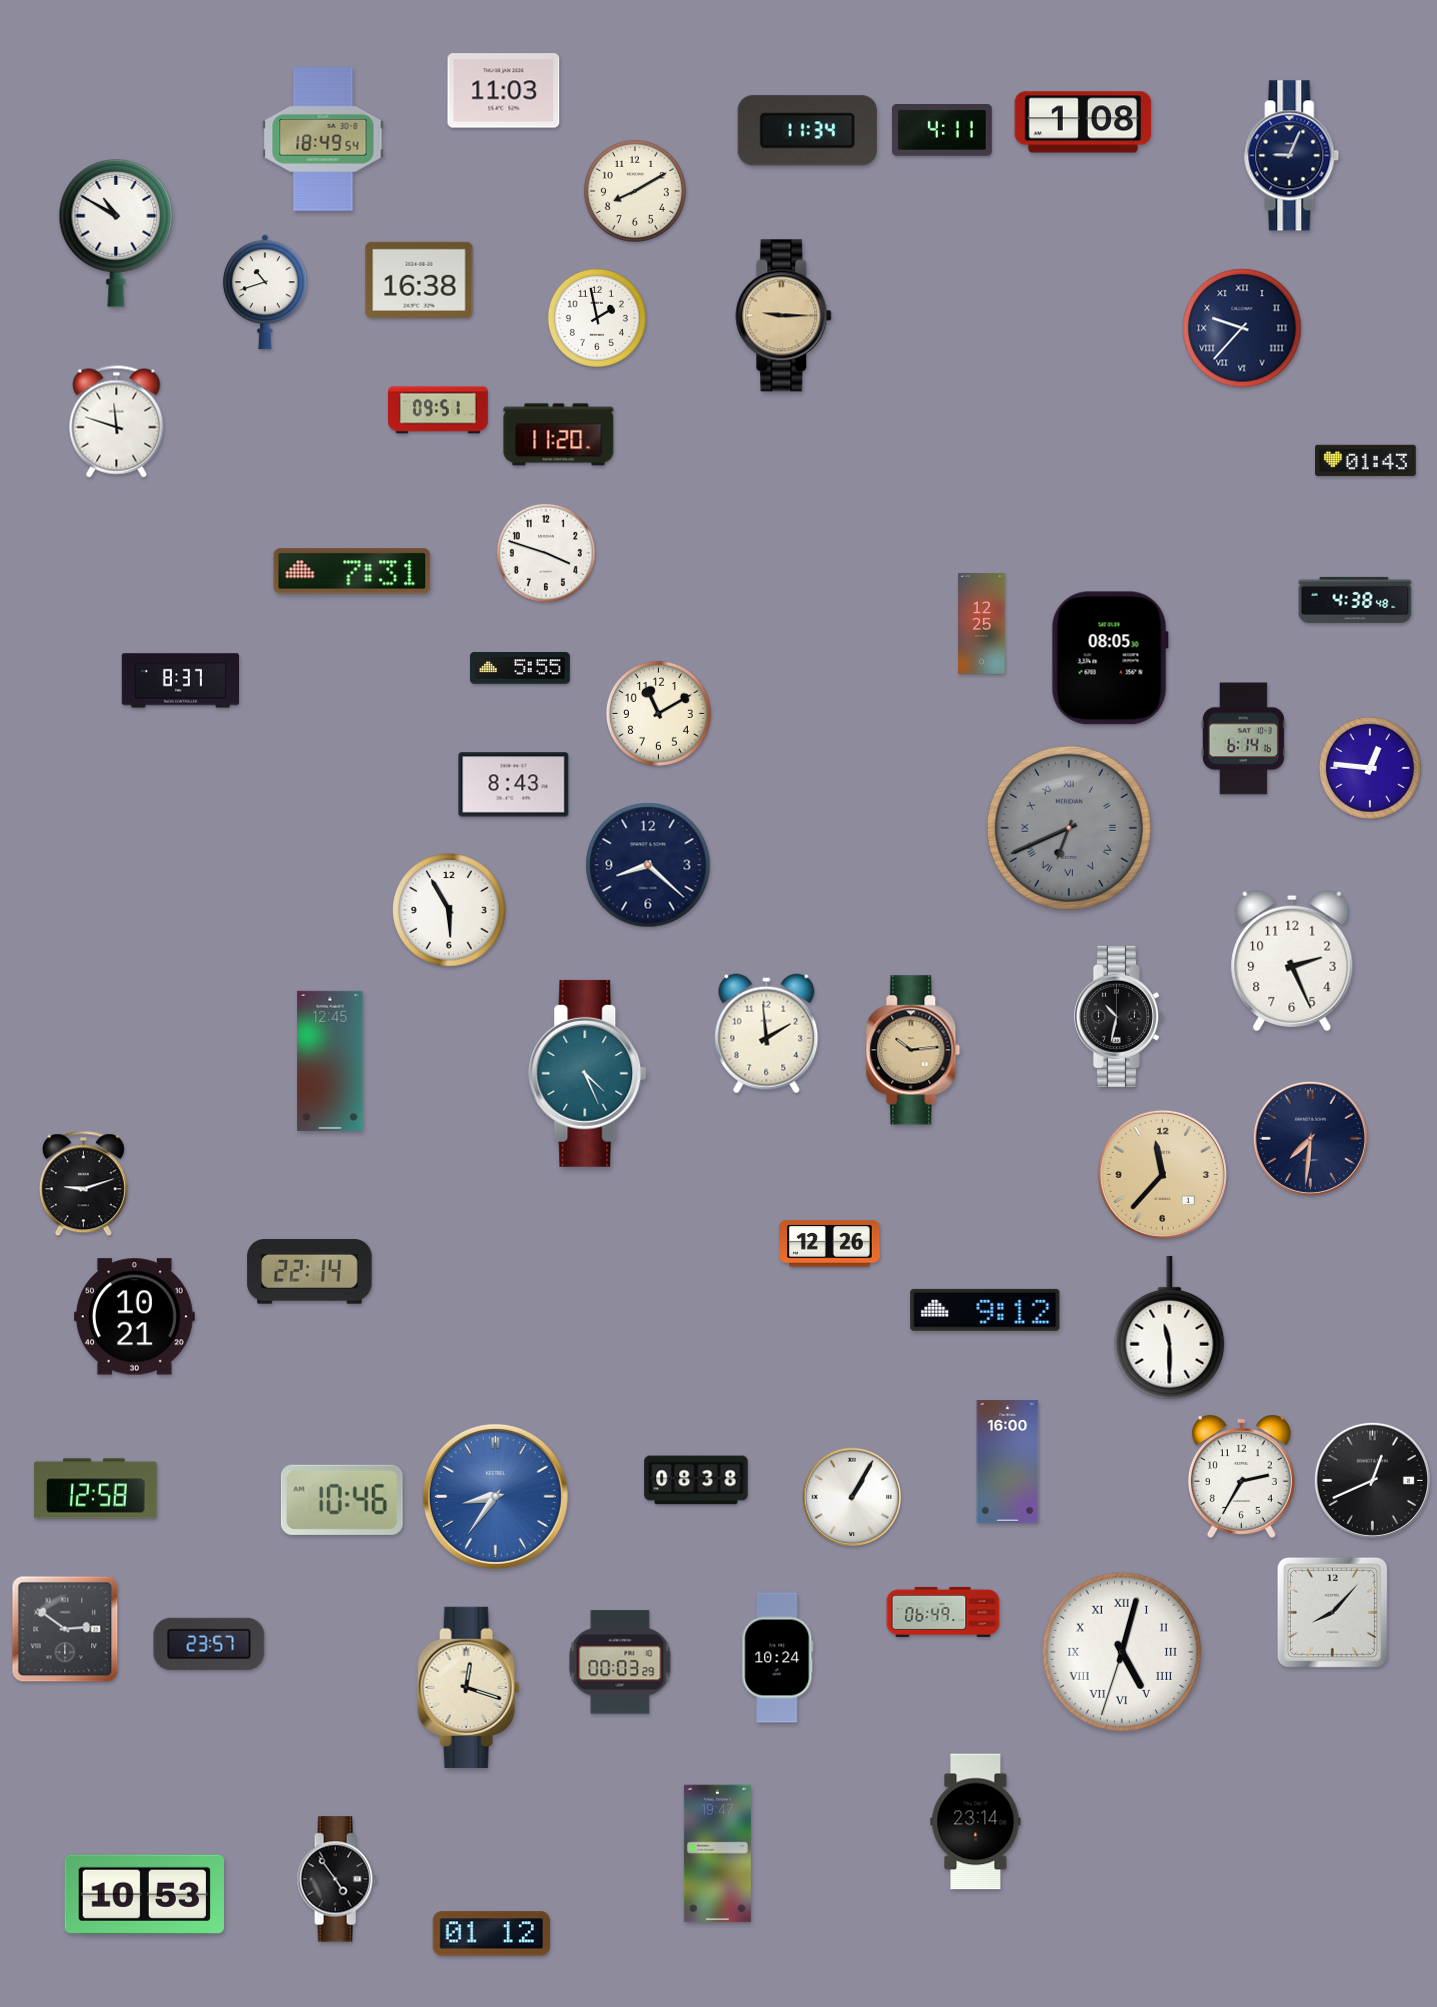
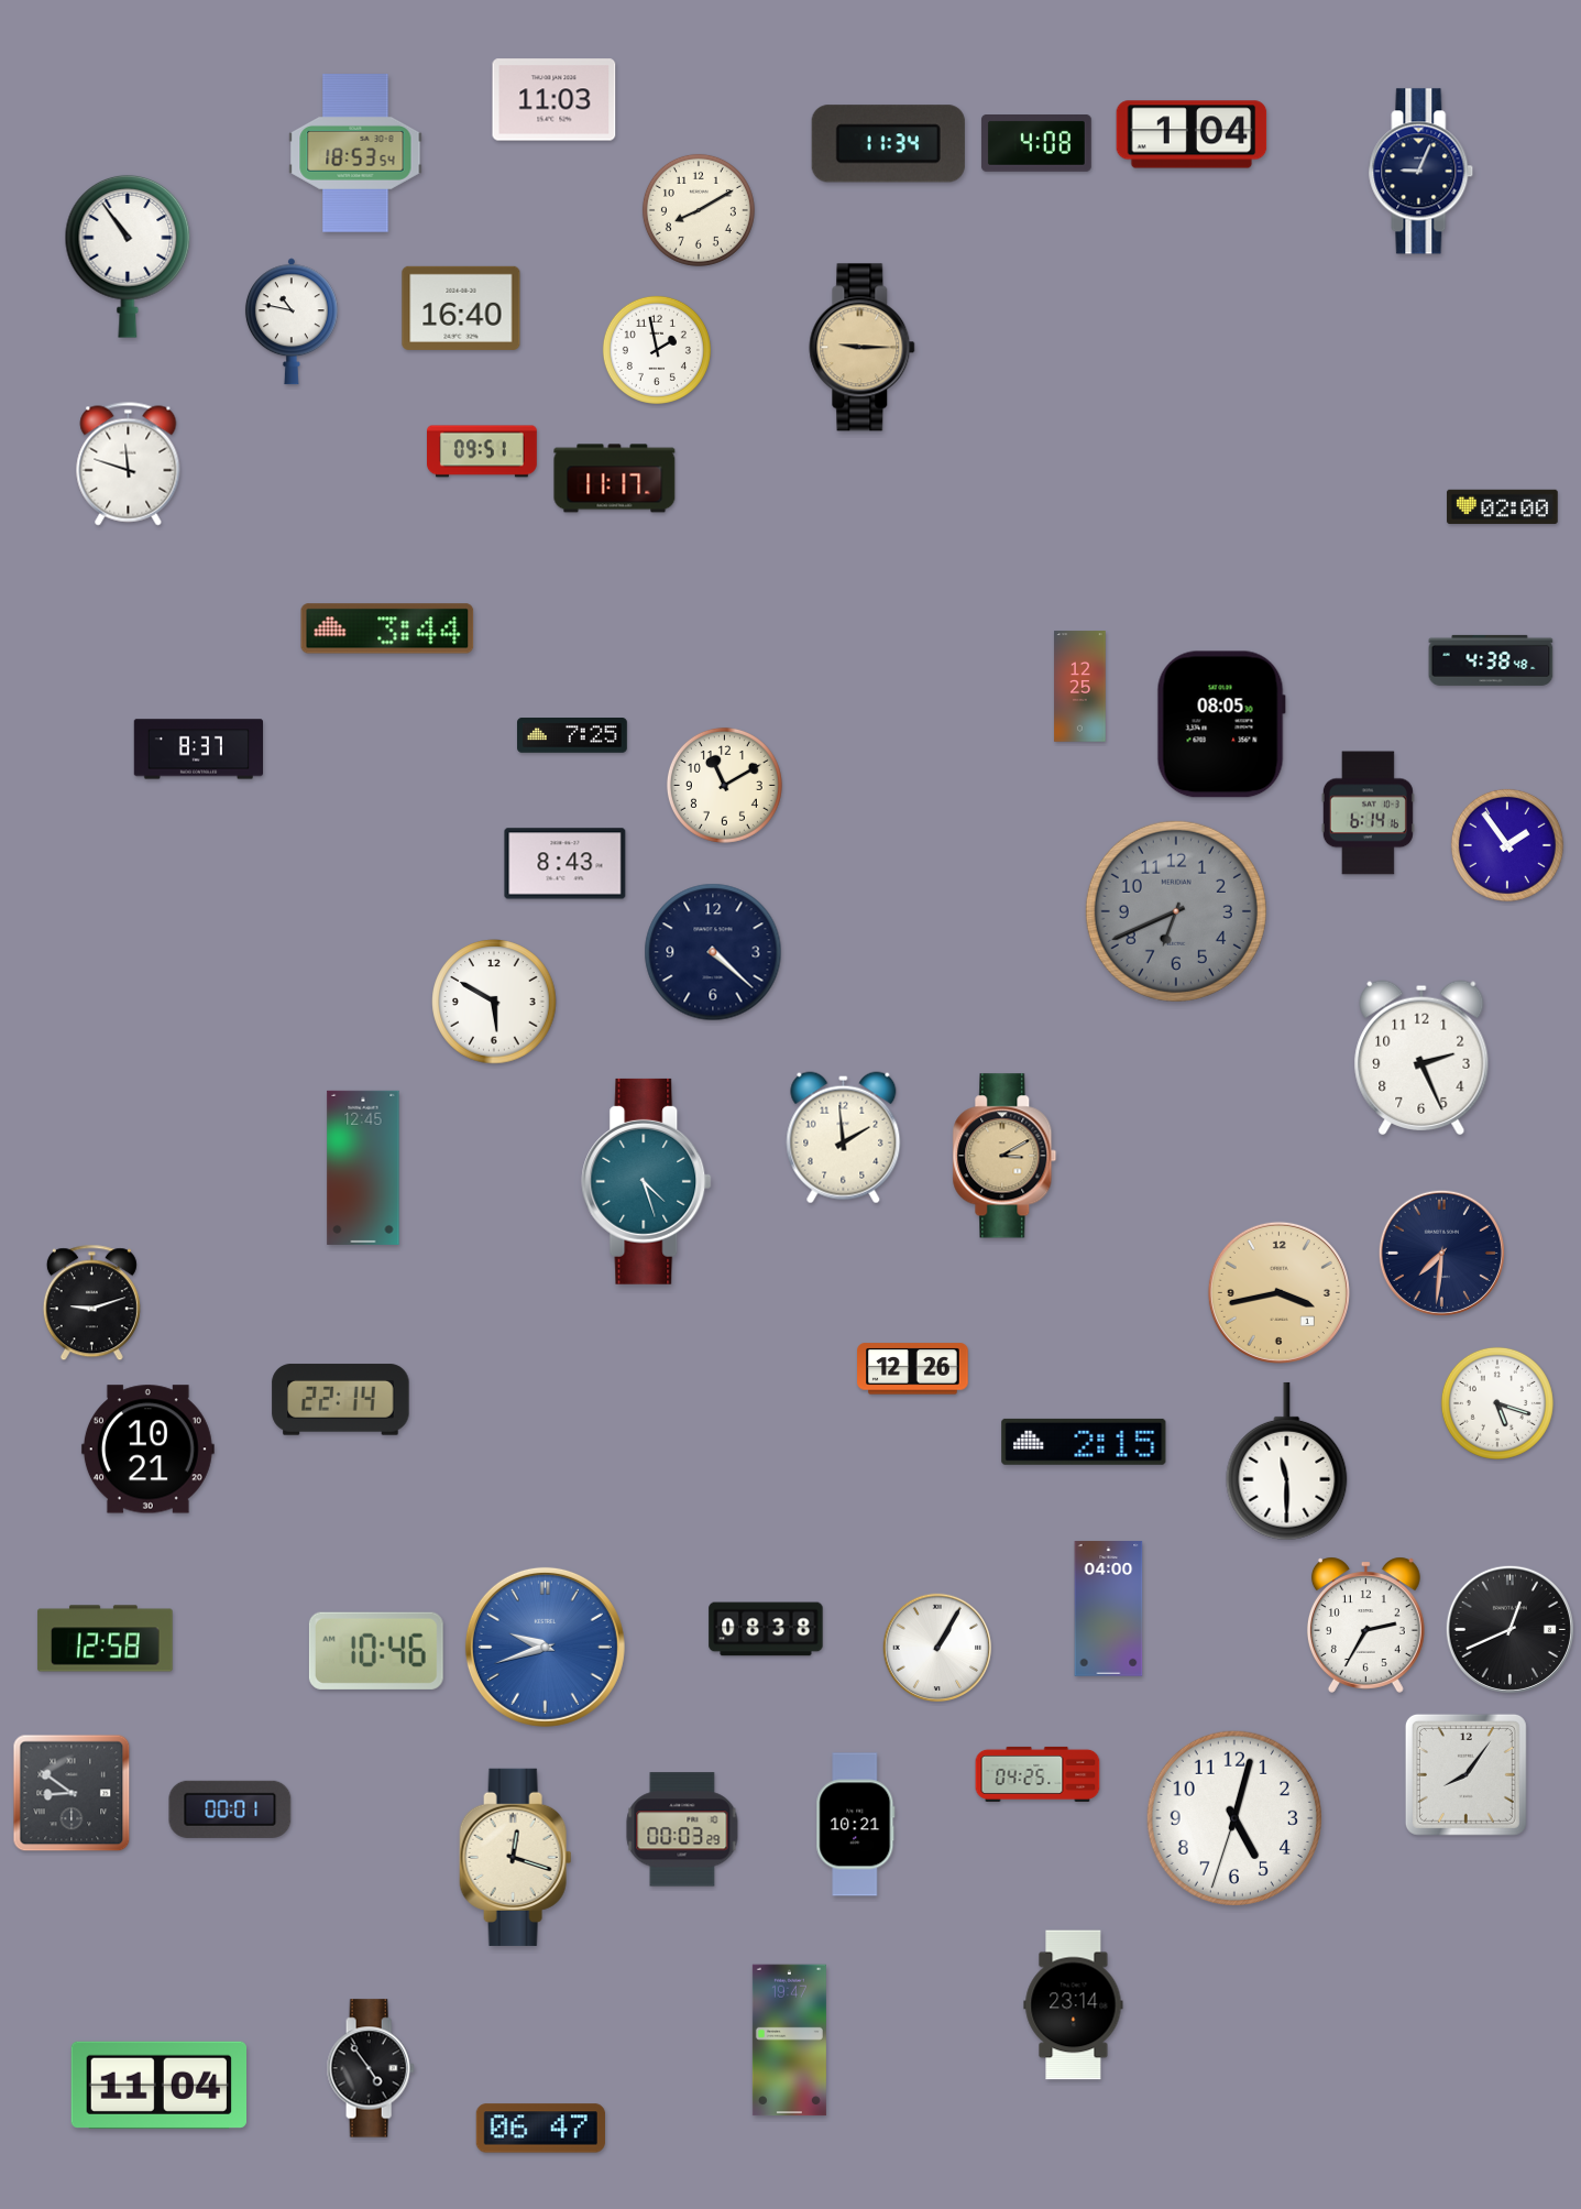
clock at (1083, 122): 1:08 -> 1:04
clock at (942, 131): 4:11 -> 4:08
clock at (323, 140): 18:49 -> 18:53
clock at (116, 233): 10:50 -> 10:54
clock at (419, 280): 16:38 -> 16:40
clock at (265, 292): 10:42 -> 10:47
clock at (1242, 328): 9:37 -> none
clock at (559, 435): 11:20 -> 11:17
clock at (1366, 460): 01:43 -> 02:00
clock at (546, 553): 3:48 -> none
clock at (352, 571): 7:31 -> 3:44
clock at (521, 668): 5:55 -> 7:25
clock at (1370, 768): 12:46 -> 1:54
clock at (1069, 828) numerals: Roman -> Arabic
clock at (648, 865): 8:22 -> 4:22
clock at (449, 910): 5:55 -> 5:50
clock at (1118, 1016): 10:32 -> none
clock at (913, 1050): 10:14 -> 3:10
clock at (588, 1073): 4:26 -> 4:27
clock at (1162, 1174): 11:37 -> 3:43
clock at (1497, 1403): none -> 5:18
clock at (985, 1310): 9:12 -> 2:15
clock at (1008, 1462): 16:00 -> 04:00
clock at (495, 1496): 8:36 -> 9:42
clock at (943, 1612): 06:49 -> 04:25
clock at (1332, 1612): 8:07 -> 8:06
clock at (65, 1629): 2:51 -> 8:51
clock at (209, 1644): 23:57 -> 00:01
clock at (1122, 1652) numerals: Roman -> Arabic
clock at (778, 1658): 10:24 -> 10:21
clock at (144, 1894): 10:53 -> 11:04
clock at (491, 1934): 01:12 -> 06:47
